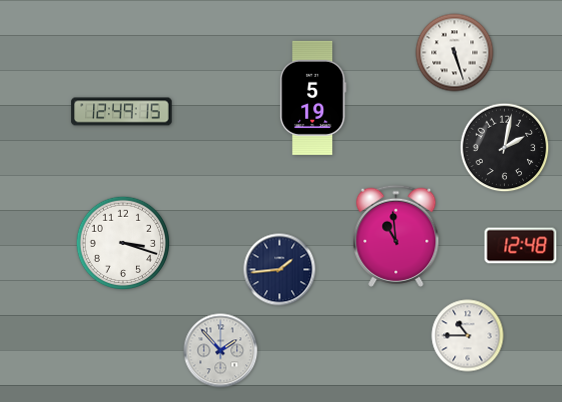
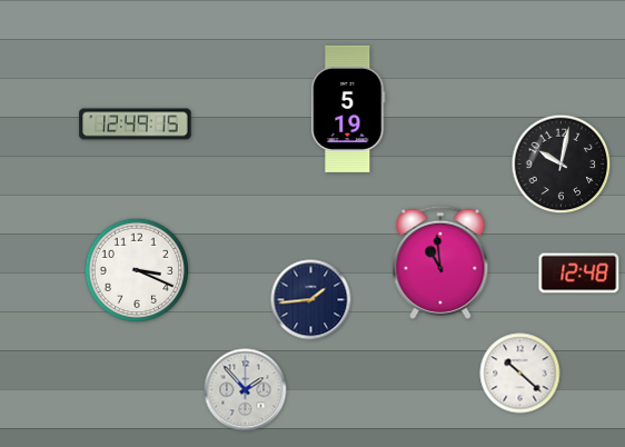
clock at (455, 53): 5:27 -> none
clock at (505, 148): 2:02 -> 10:02
clock at (123, 243): 3:18 -> 3:19
clock at (468, 336): 10:45 -> 10:22
